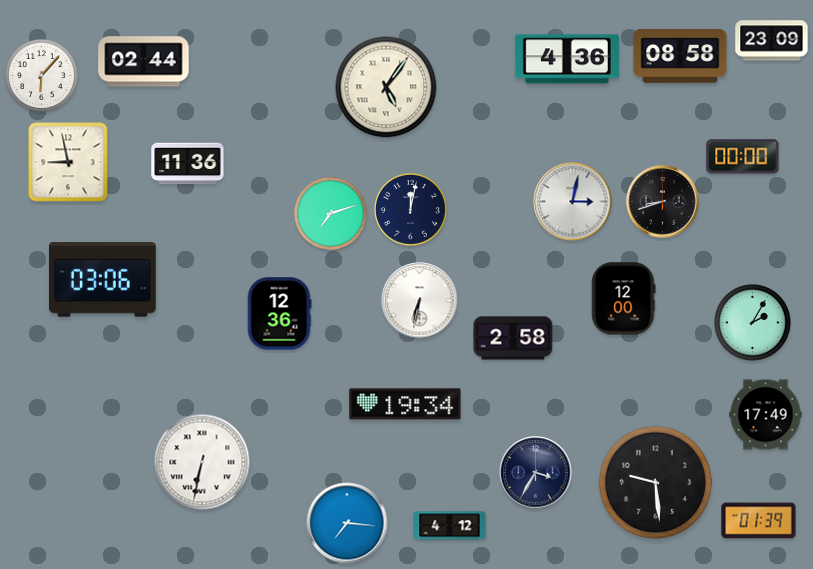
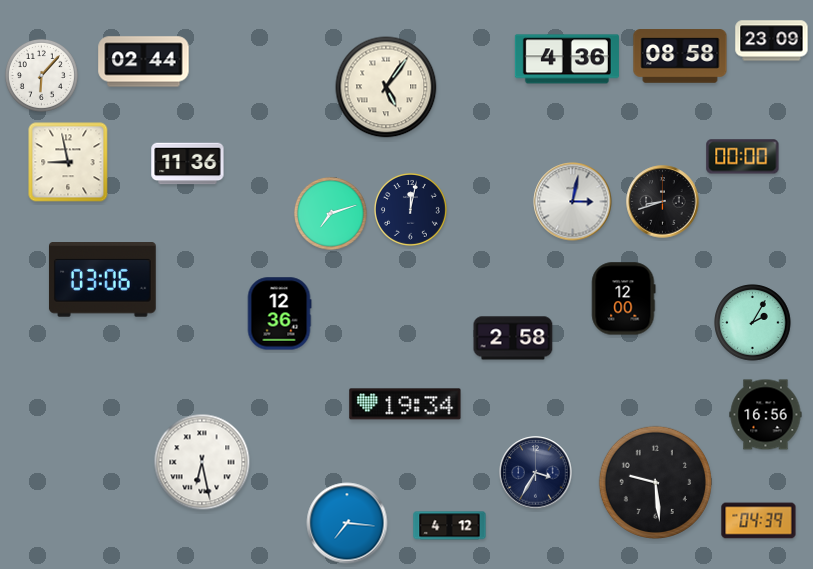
clock at (420, 301): 6:32 -> none
clock at (766, 415): 17:49 -> 16:56
clock at (202, 462): 6:32 -> 6:28
clock at (759, 521): 01:39 -> 04:39
